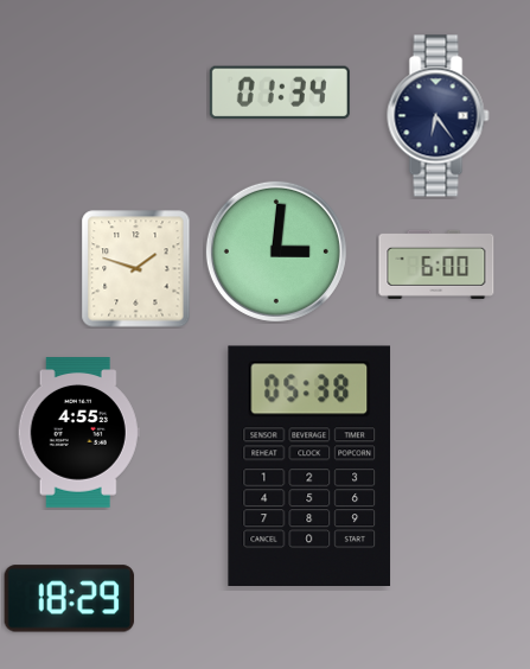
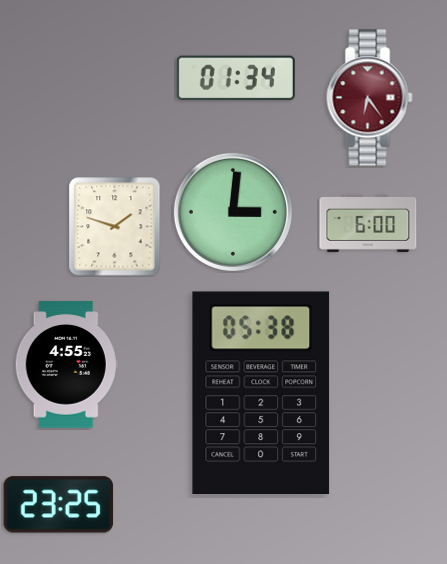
clock at (439, 116) dial: navy -> burgundy
clock at (70, 599): 18:29 -> 23:25
